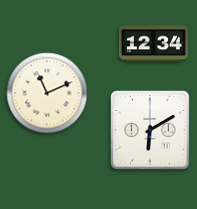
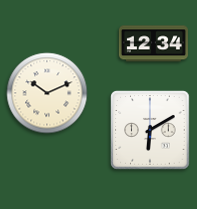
clock at (47, 93): 11:11 -> 10:11
